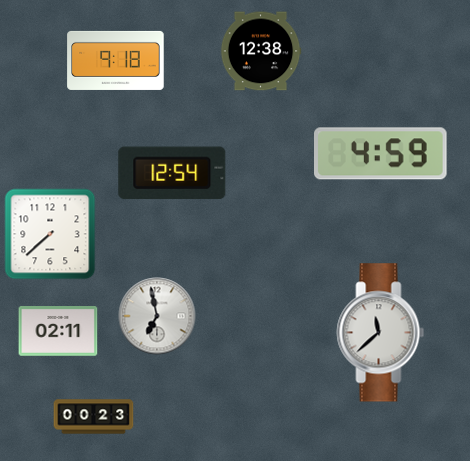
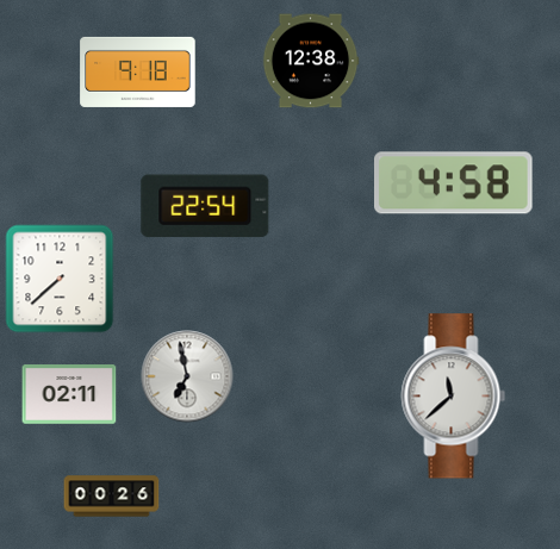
clock at (381, 154): 4:59 -> 4:58
clock at (172, 173): 12:54 -> 22:54
clock at (94, 417): 00:23 -> 00:26
